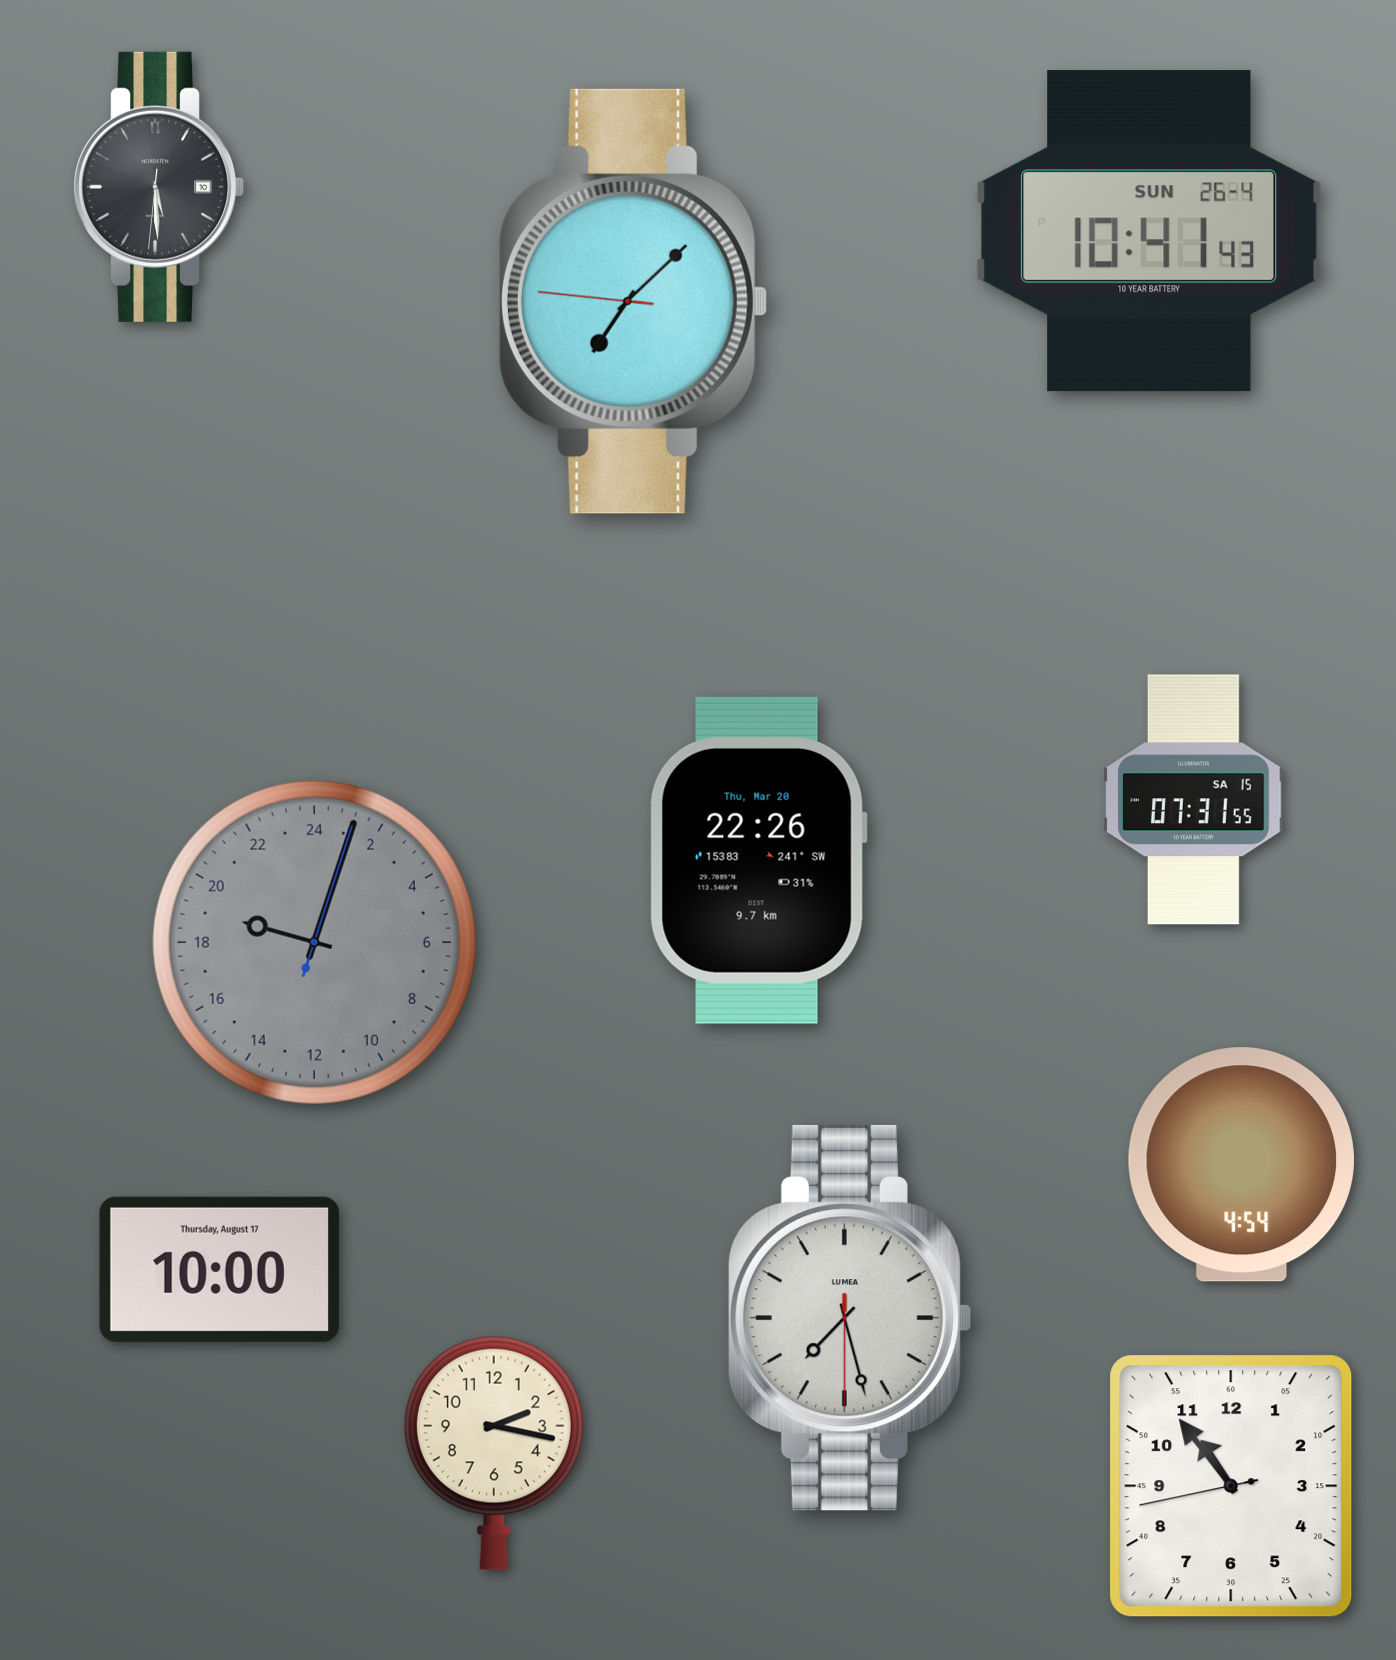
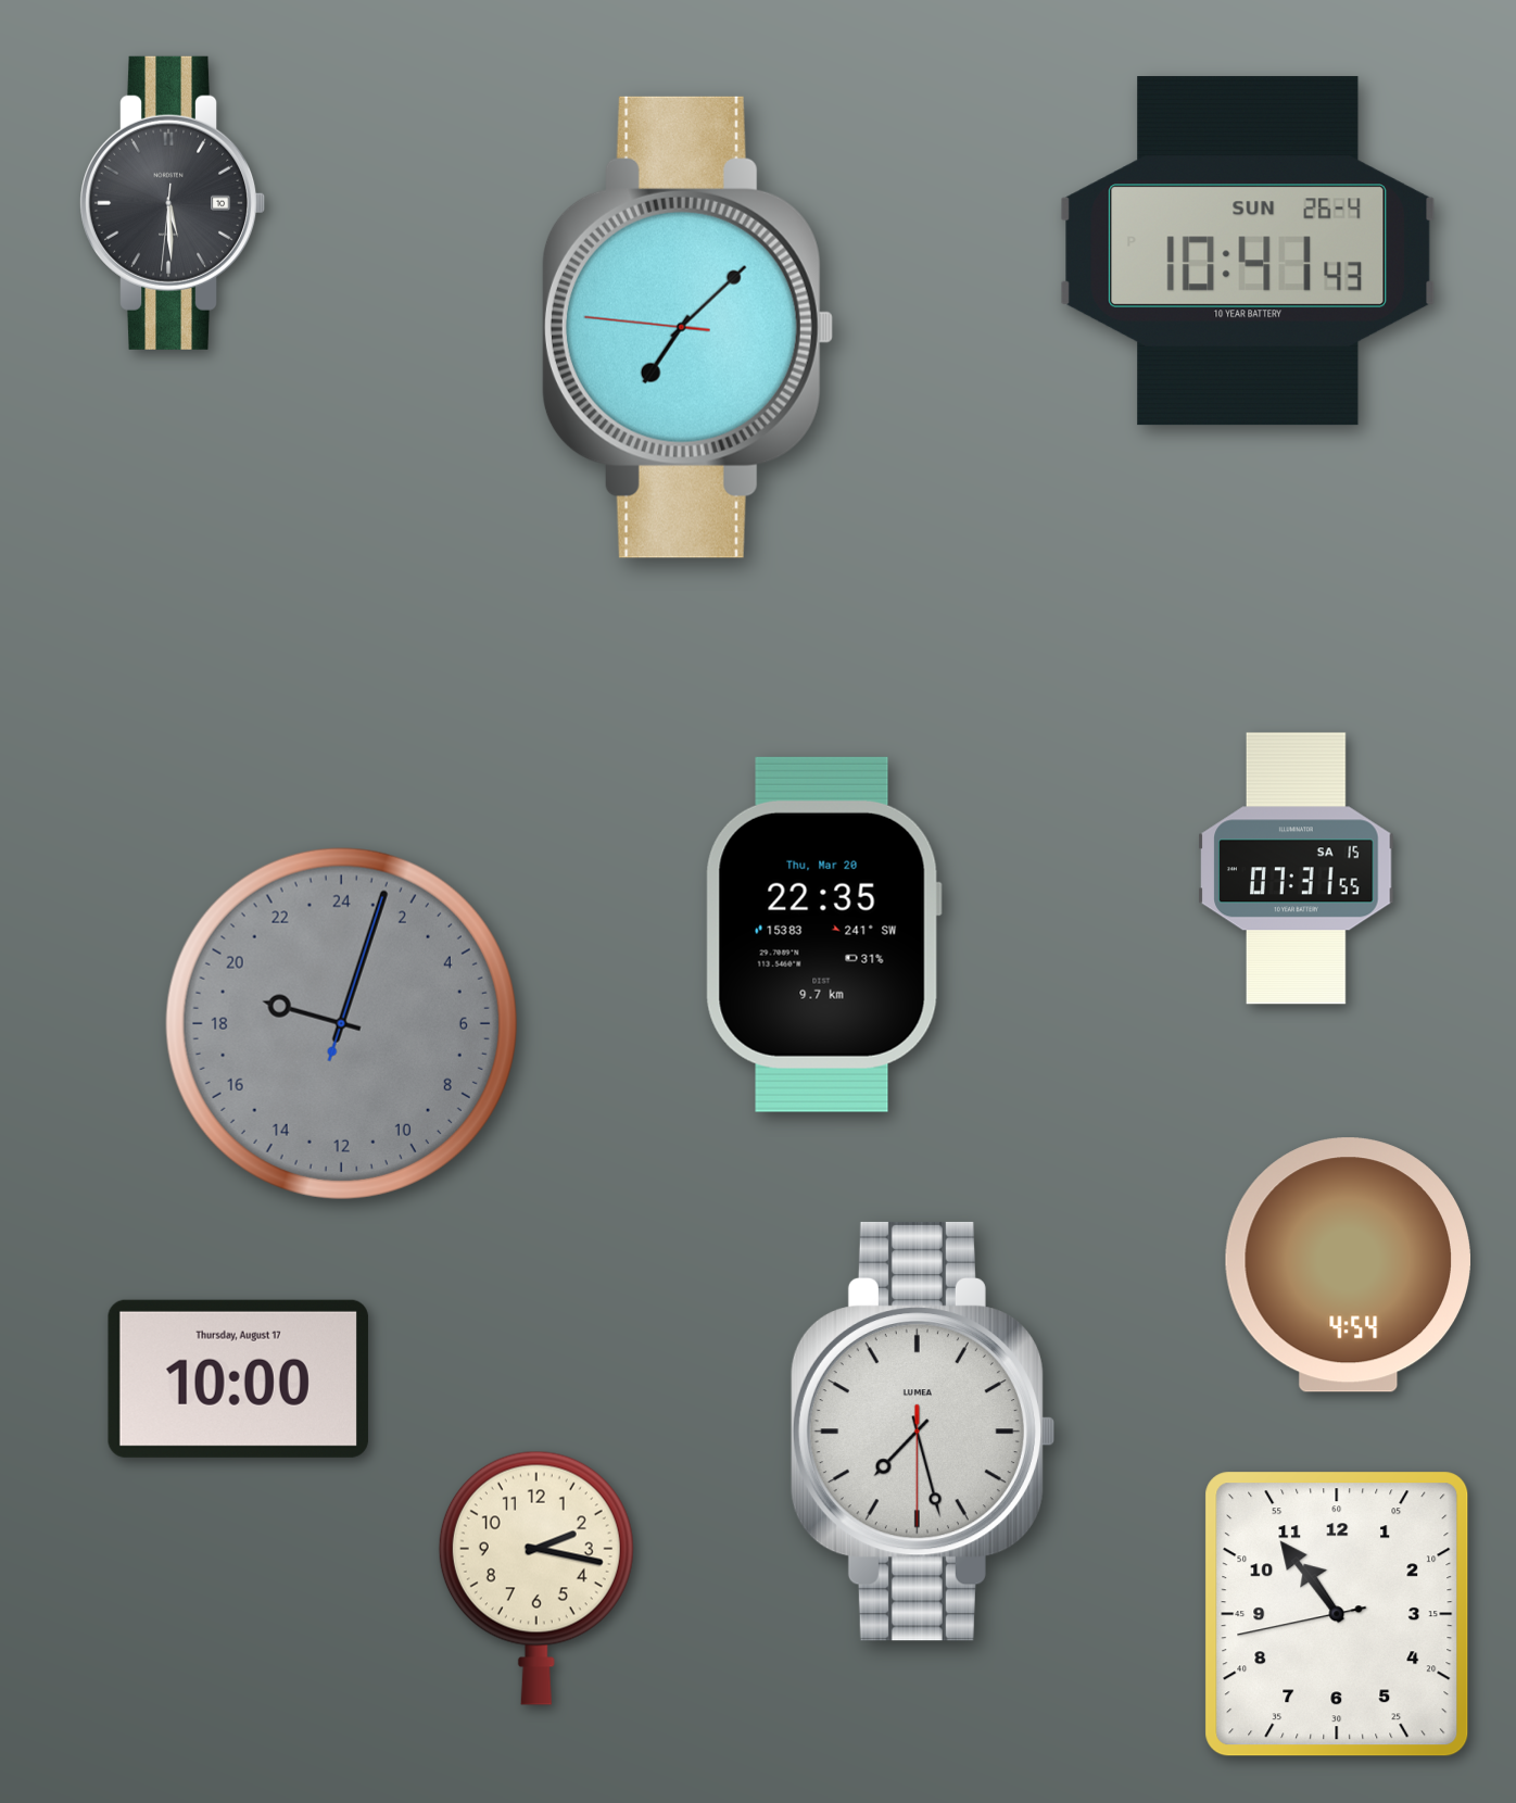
clock at (758, 860): 22:26 -> 22:35
